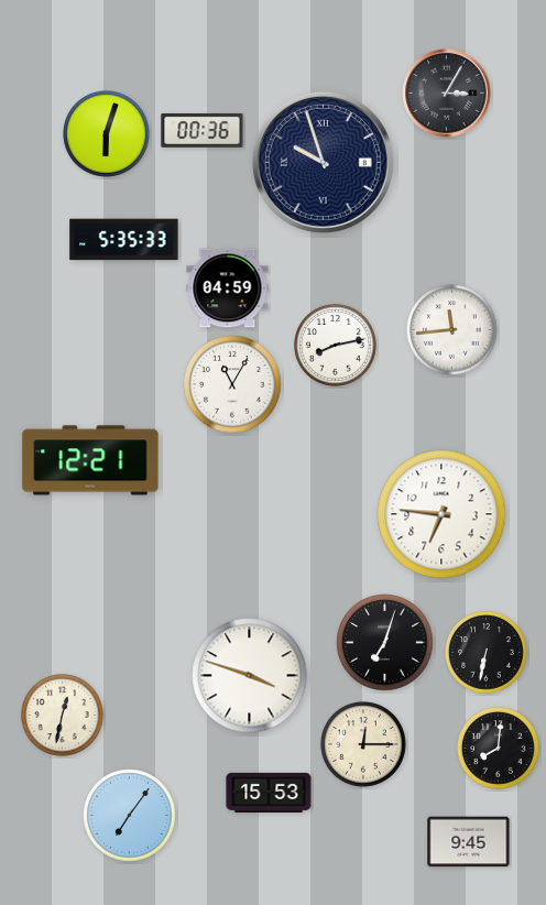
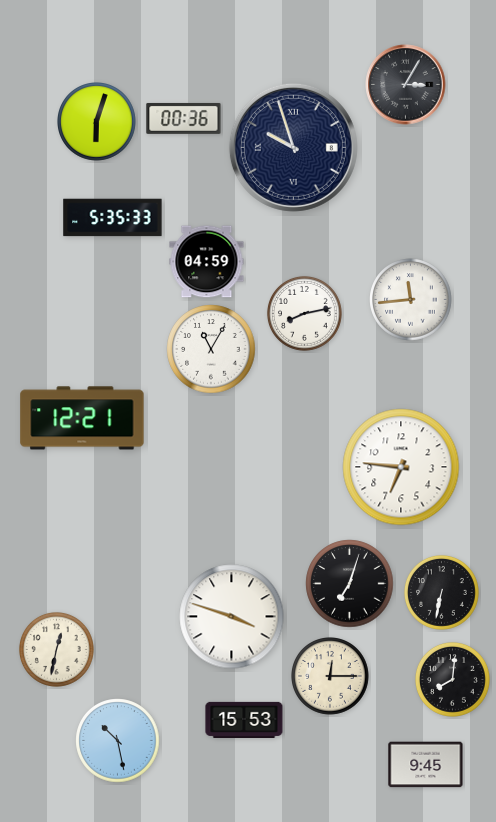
clock at (250, 676) position: (250, 676) -> (232, 617)
clock at (130, 816): 7:06 -> 10:28
